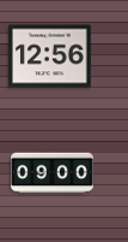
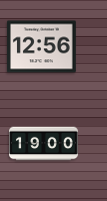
clock at (53, 173): 09:00 -> 19:00
